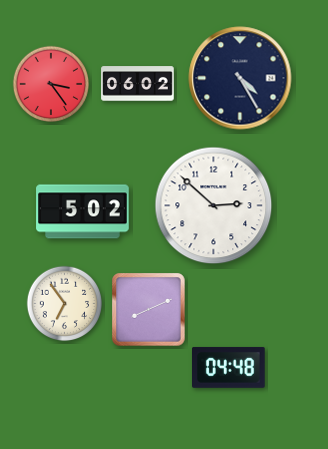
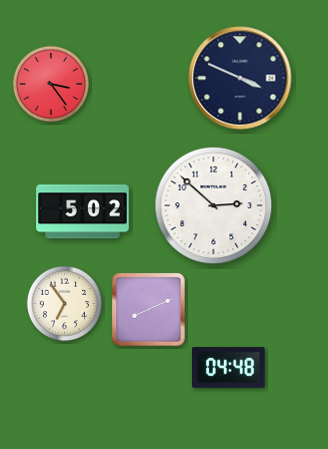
clock at (240, 78): 4:25 -> 3:49
clock at (138, 84): 06:02 -> none
